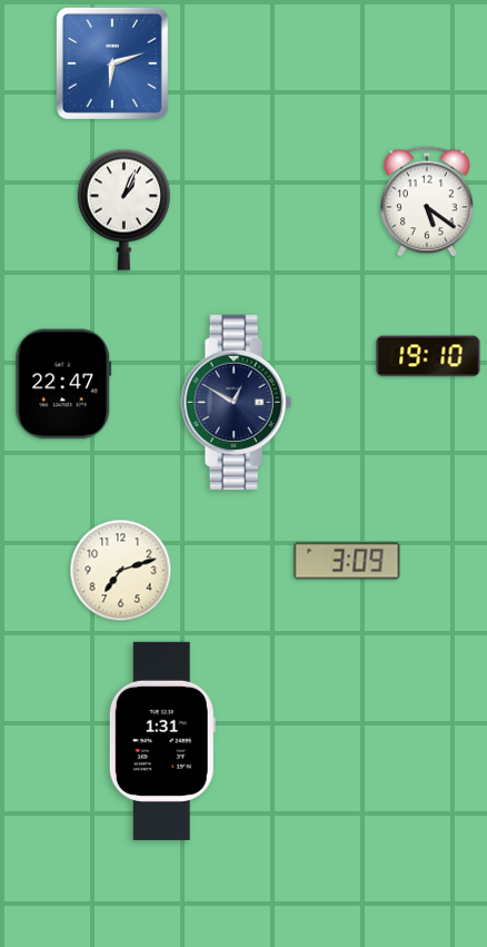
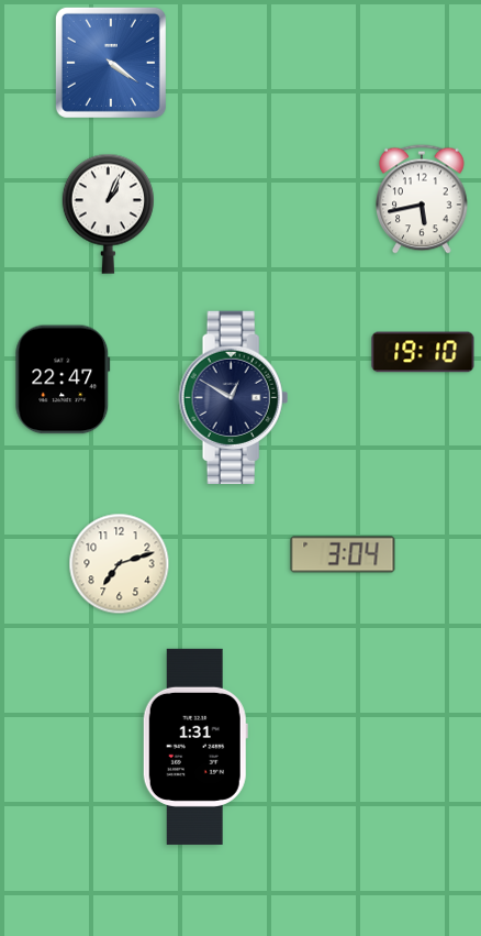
clock at (112, 63): 6:12 -> 4:21
clock at (427, 201): 5:21 -> 5:43
clock at (123, 209) position: (123, 209) -> (108, 213)
clock at (347, 561): 3:09 -> 3:04
clock at (162, 741) position: (162, 741) -> (195, 747)
